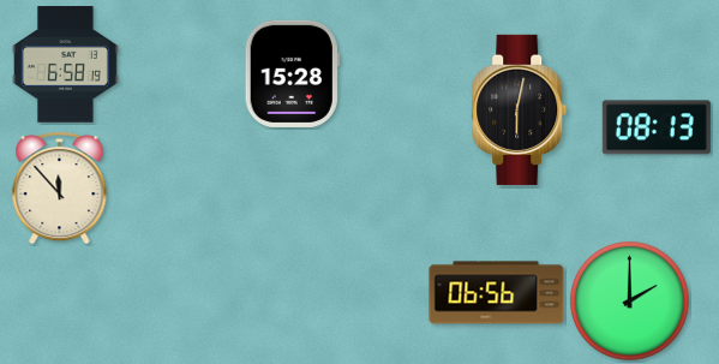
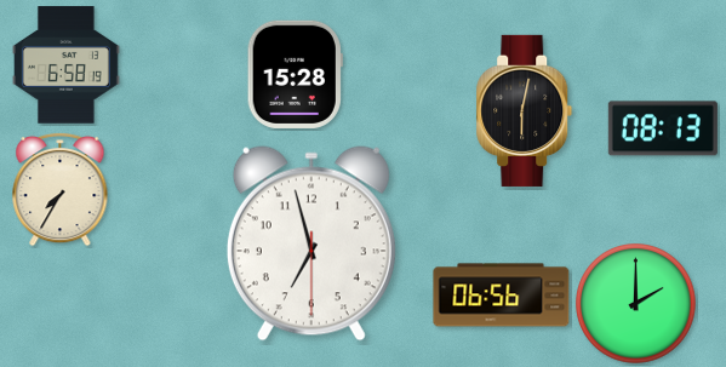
clock at (60, 187): 11:53 -> 7:35
clock at (311, 243): none -> 6:57
